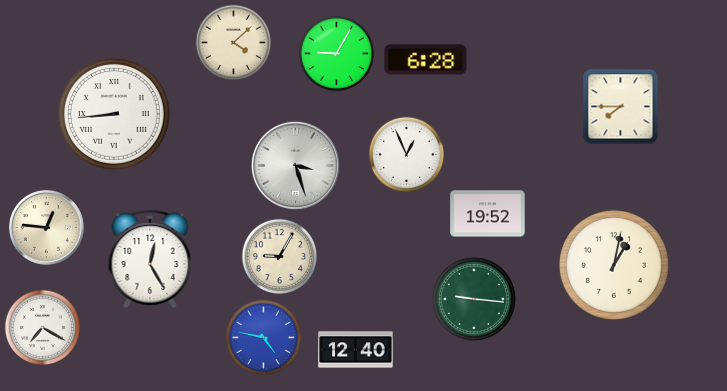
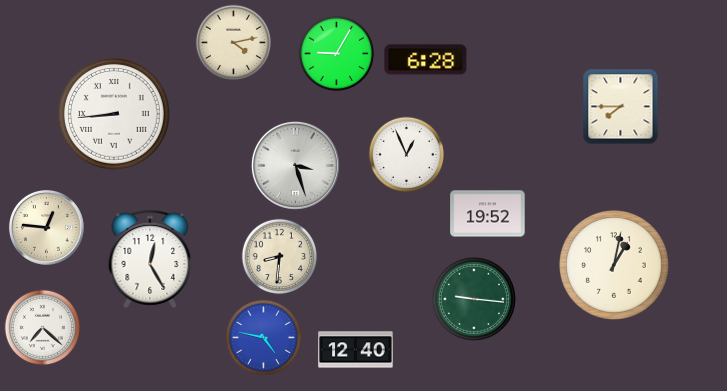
clock at (234, 43): 4:08 -> 4:13
clock at (280, 257): 9:05 -> 8:31
clock at (43, 328): 7:20 -> 7:22
